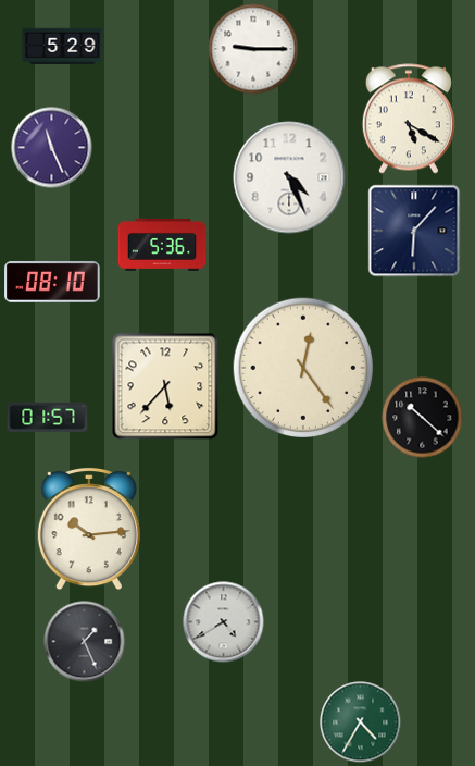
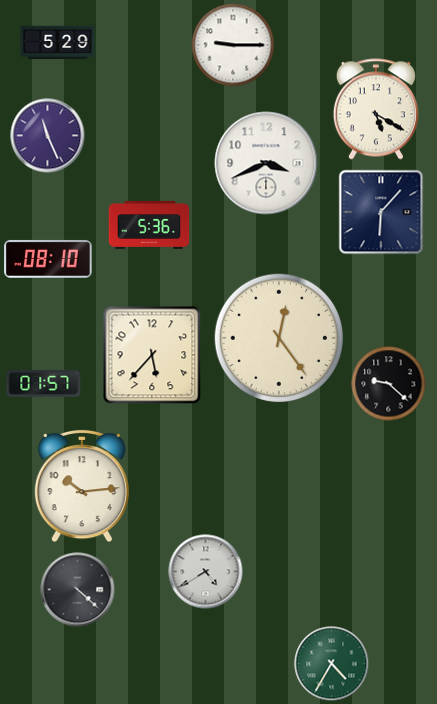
clock at (289, 177): 4:26 -> 3:41
clock at (423, 418): 10:22 -> 9:22
clock at (85, 642): 1:26 -> 4:22
